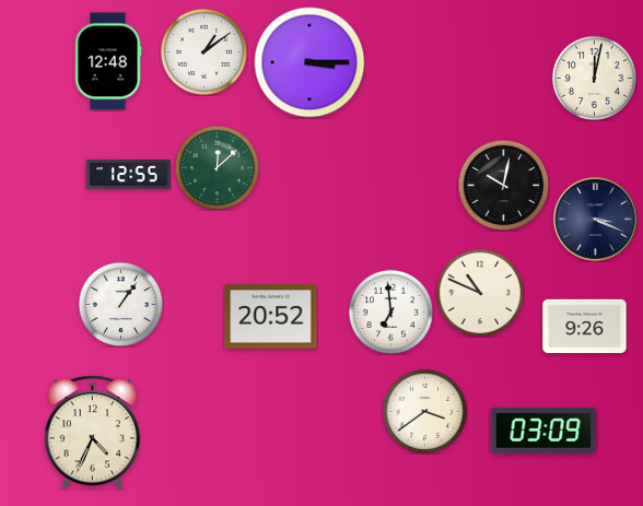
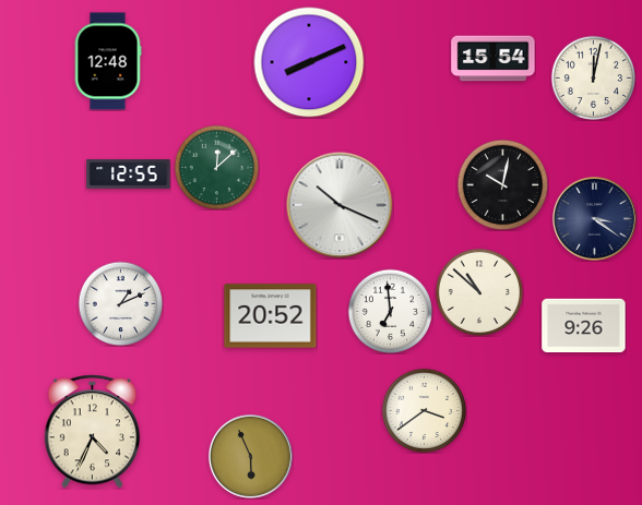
clock at (203, 51): 1:09 -> none
clock at (494, 59): none -> 15:54
clock at (309, 62): 3:15 -> 8:11
clock at (340, 205): none -> 10:19
clock at (595, 219): 3:19 -> 3:21
clock at (480, 293): 10:49 -> 10:52
clock at (120, 304): 1:06 -> 1:11
clock at (543, 431): 03:09 -> none
clock at (250, 456): none -> 5:56
